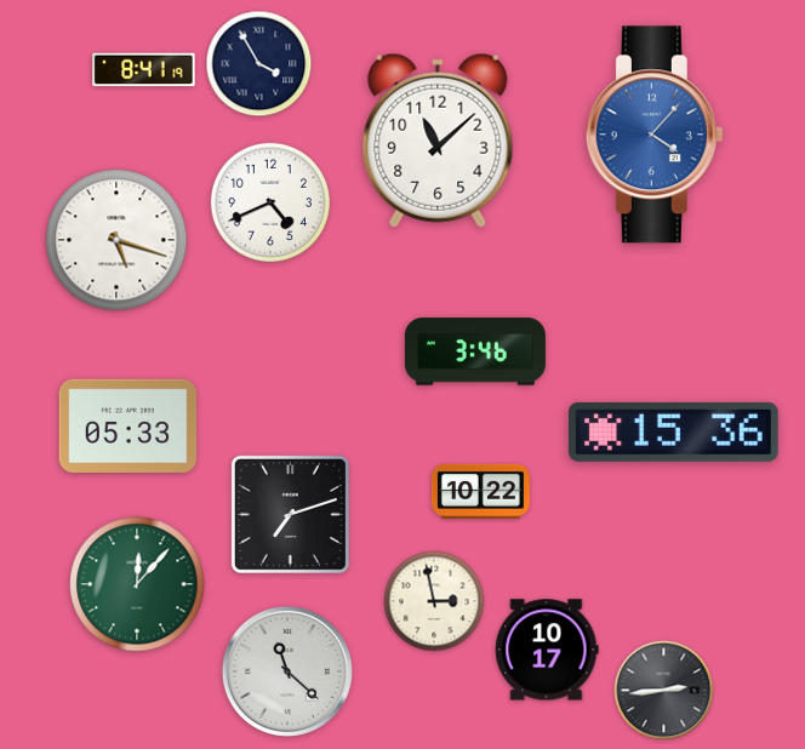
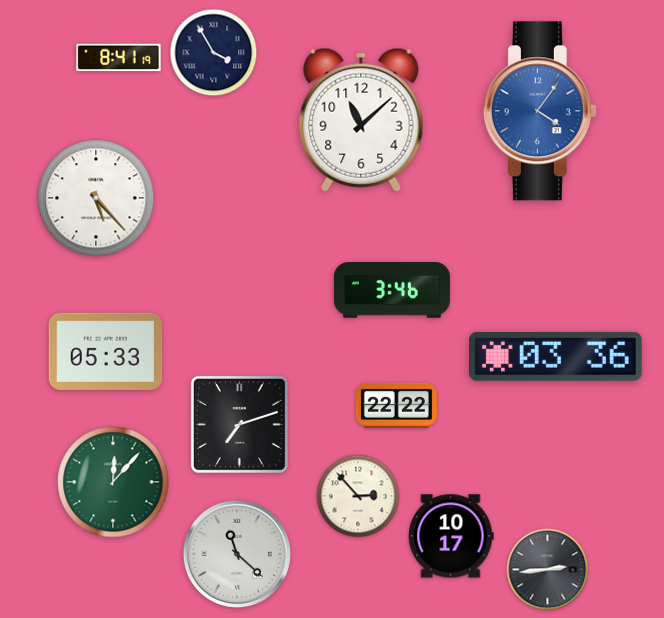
clock at (655, 135): 4:07 -> 4:06
clock at (438, 141) position: (438, 141) -> (361, 120)
clock at (270, 202): 4:41 -> none
clock at (116, 240): 5:18 -> 5:23
clock at (674, 431): 15:36 -> 03:36
clock at (480, 491): 10:22 -> 22:22
clock at (434, 601): 2:58 -> 2:53
